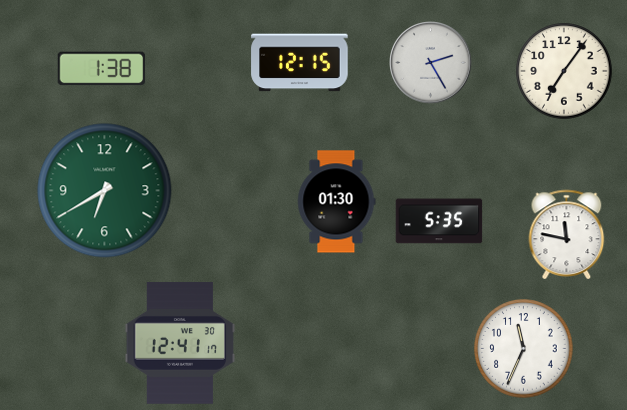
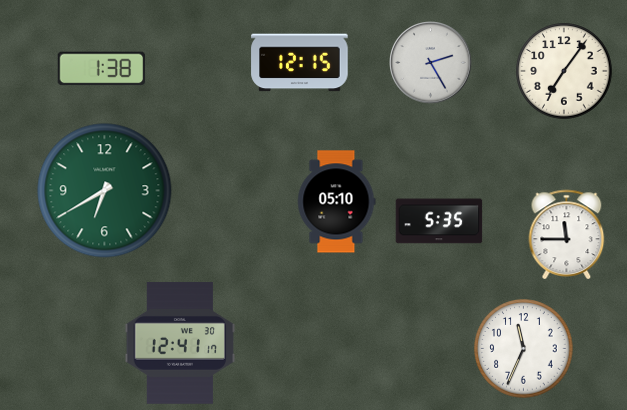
clock at (336, 202): 01:30 -> 05:10
clock at (567, 234): 11:47 -> 11:45
